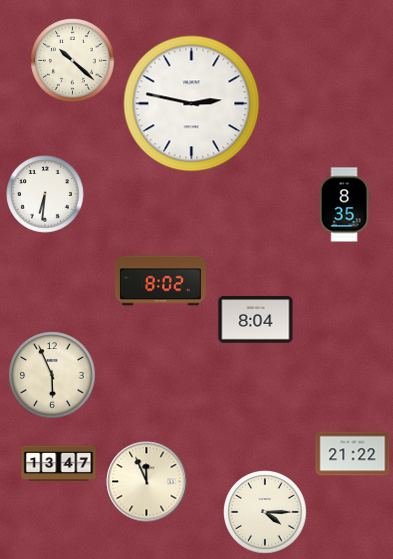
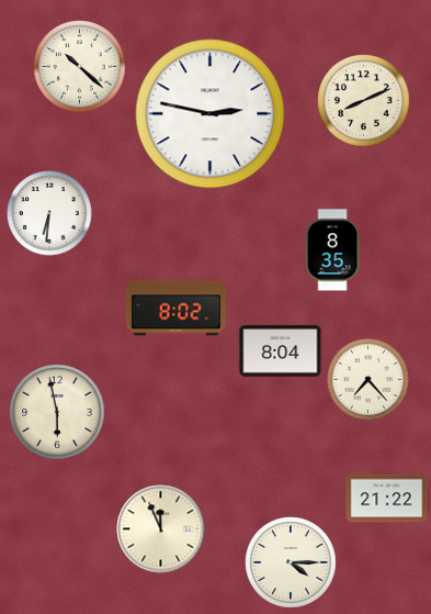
clock at (364, 101): none -> 8:11
clock at (344, 205) position: (344, 205) -> (332, 250)
clock at (368, 380): none -> 7:23
clock at (52, 375): 5:56 -> 5:58
clock at (59, 464): 13:47 -> none
